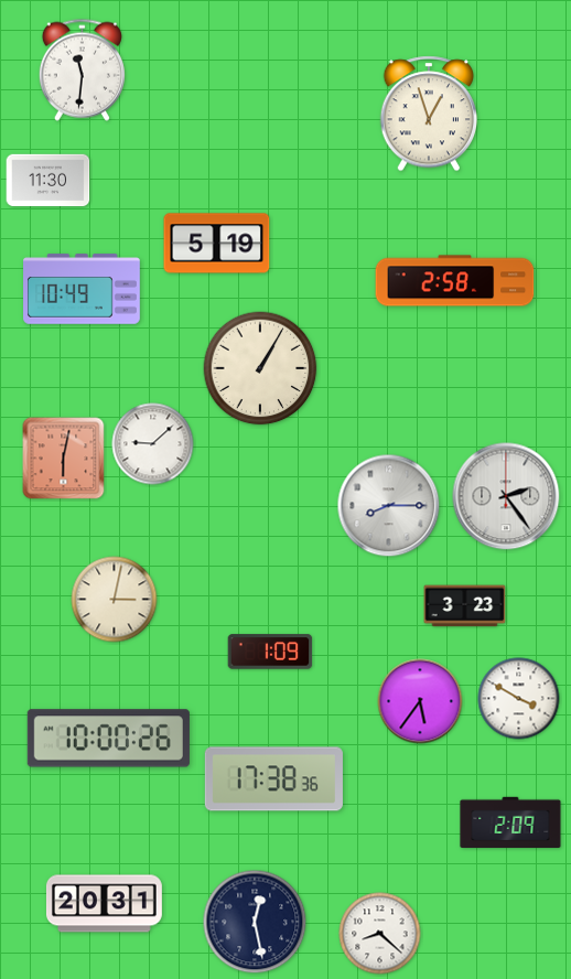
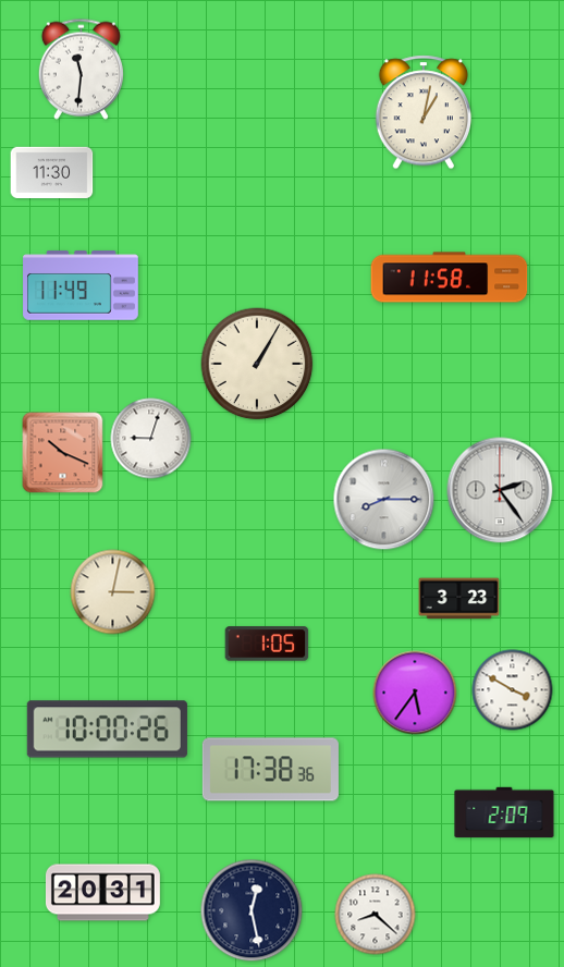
clock at (428, 114): 12:57 -> 1:02
clock at (49, 181) position: (49, 181) -> (52, 173)
clock at (217, 244): 5:19 -> none
clock at (455, 281): 2:58 -> 11:58
clock at (82, 289): 10:49 -> 11:49
clock at (153, 444): 9:08 -> 9:03
clock at (64, 459): 6:02 -> 10:19
clock at (270, 652): 1:09 -> 1:05
clock at (380, 934) position: (380, 934) -> (376, 915)
